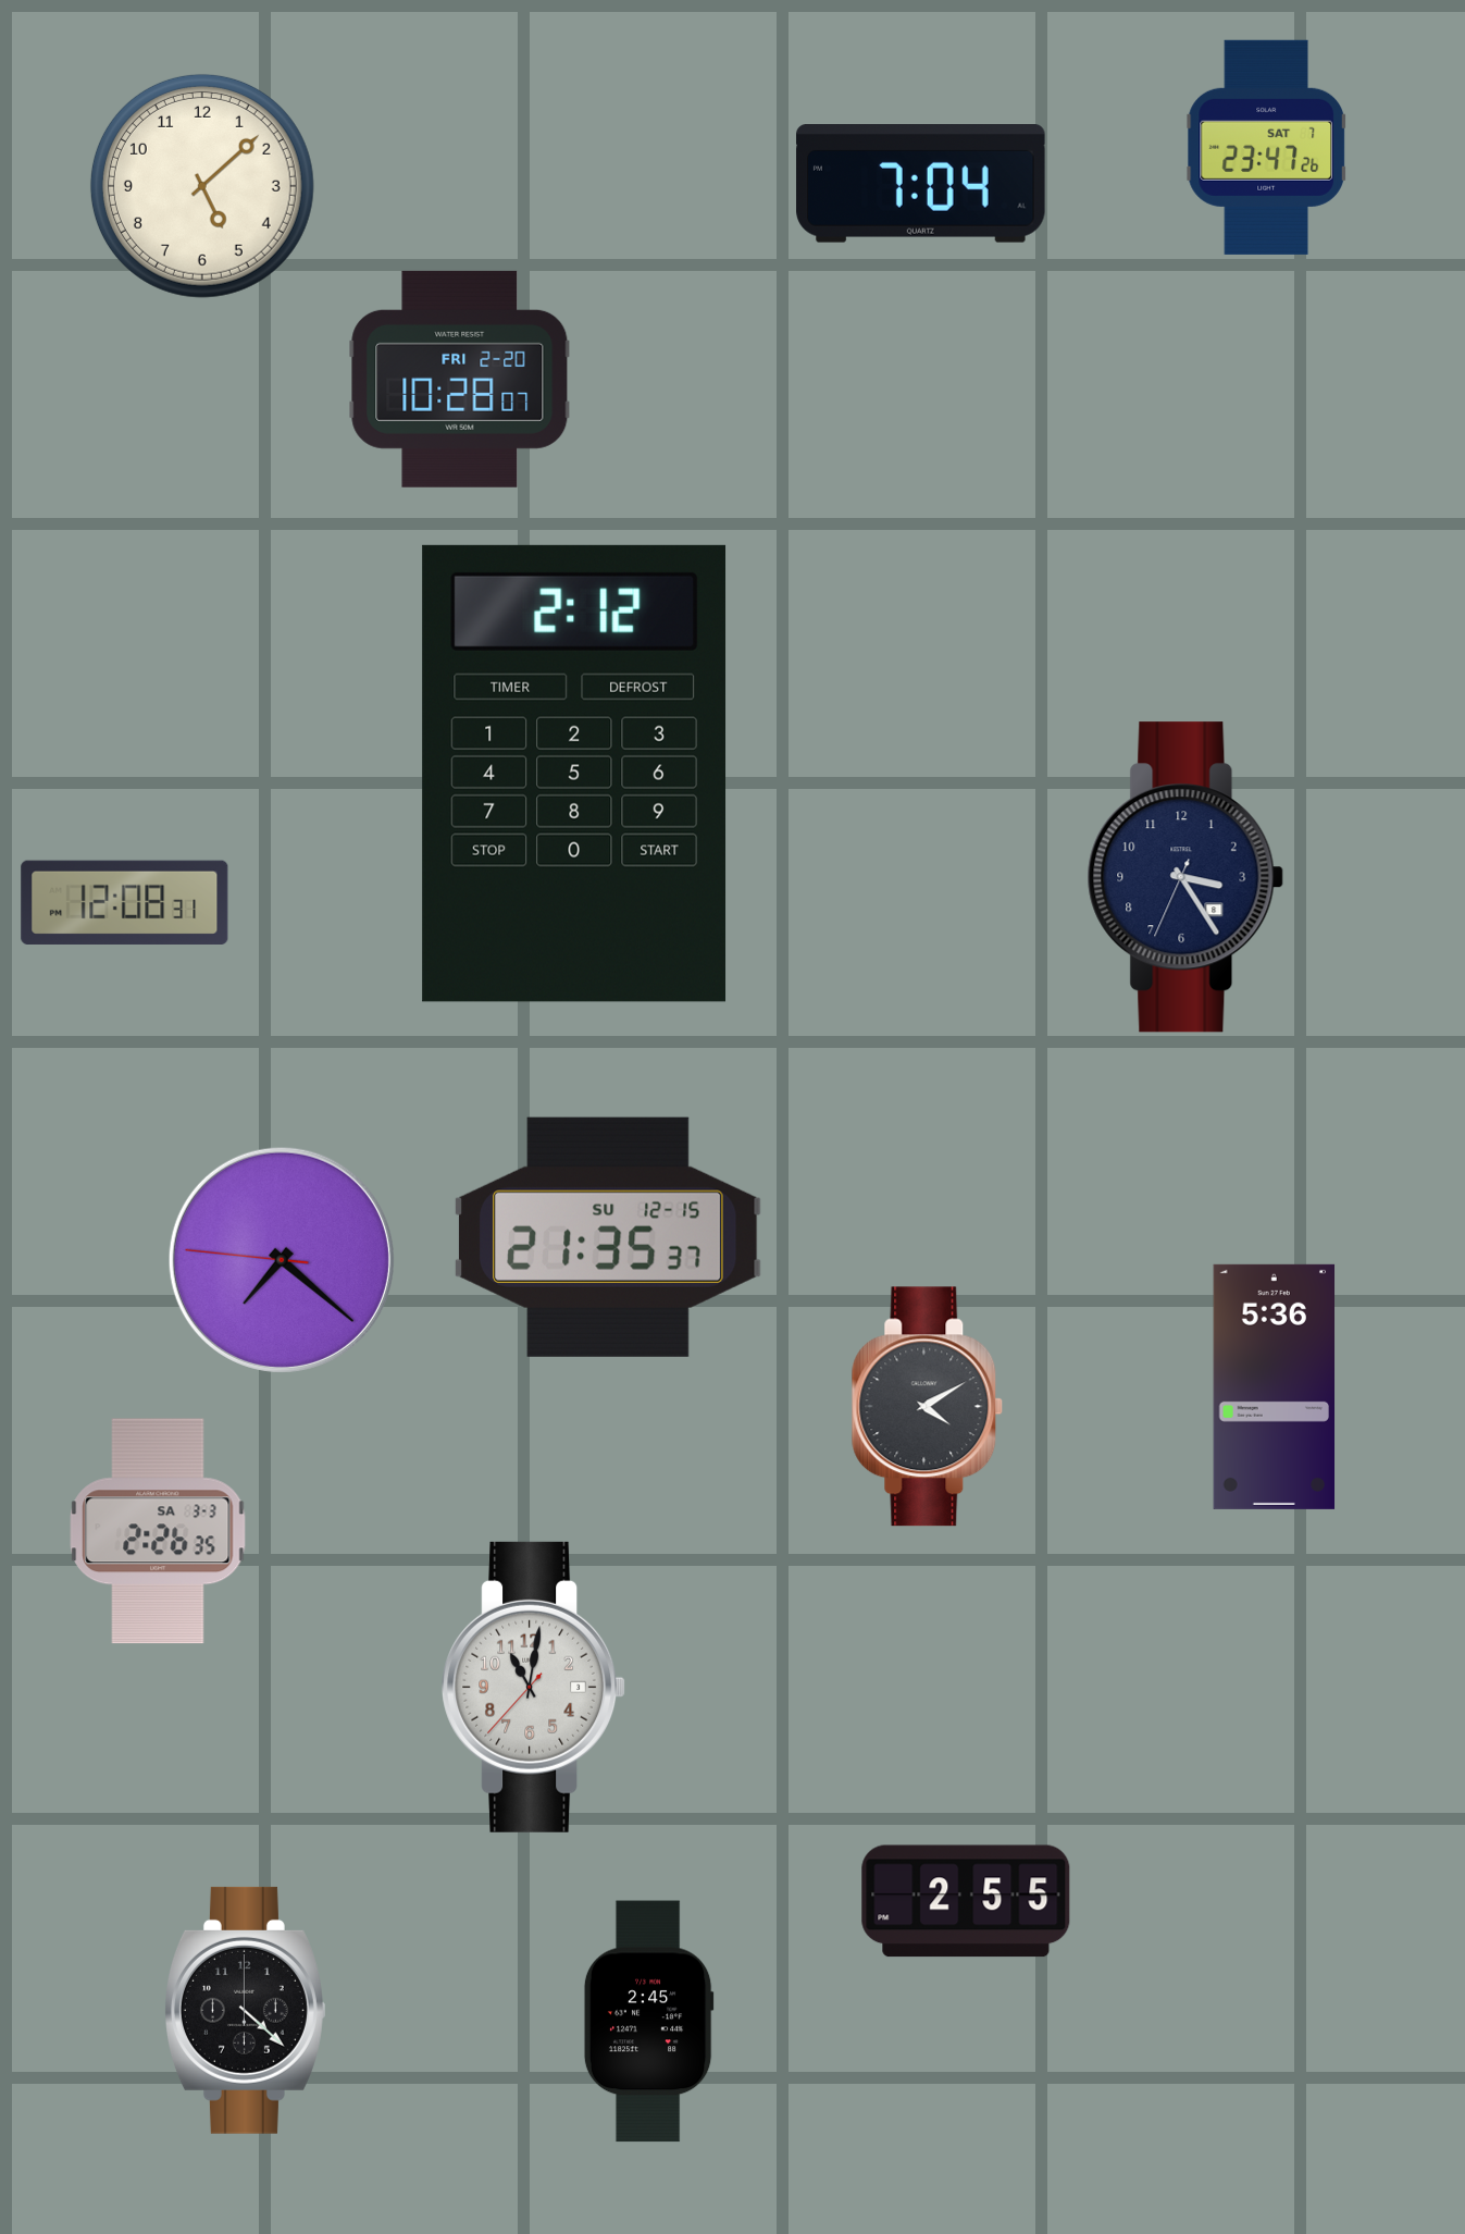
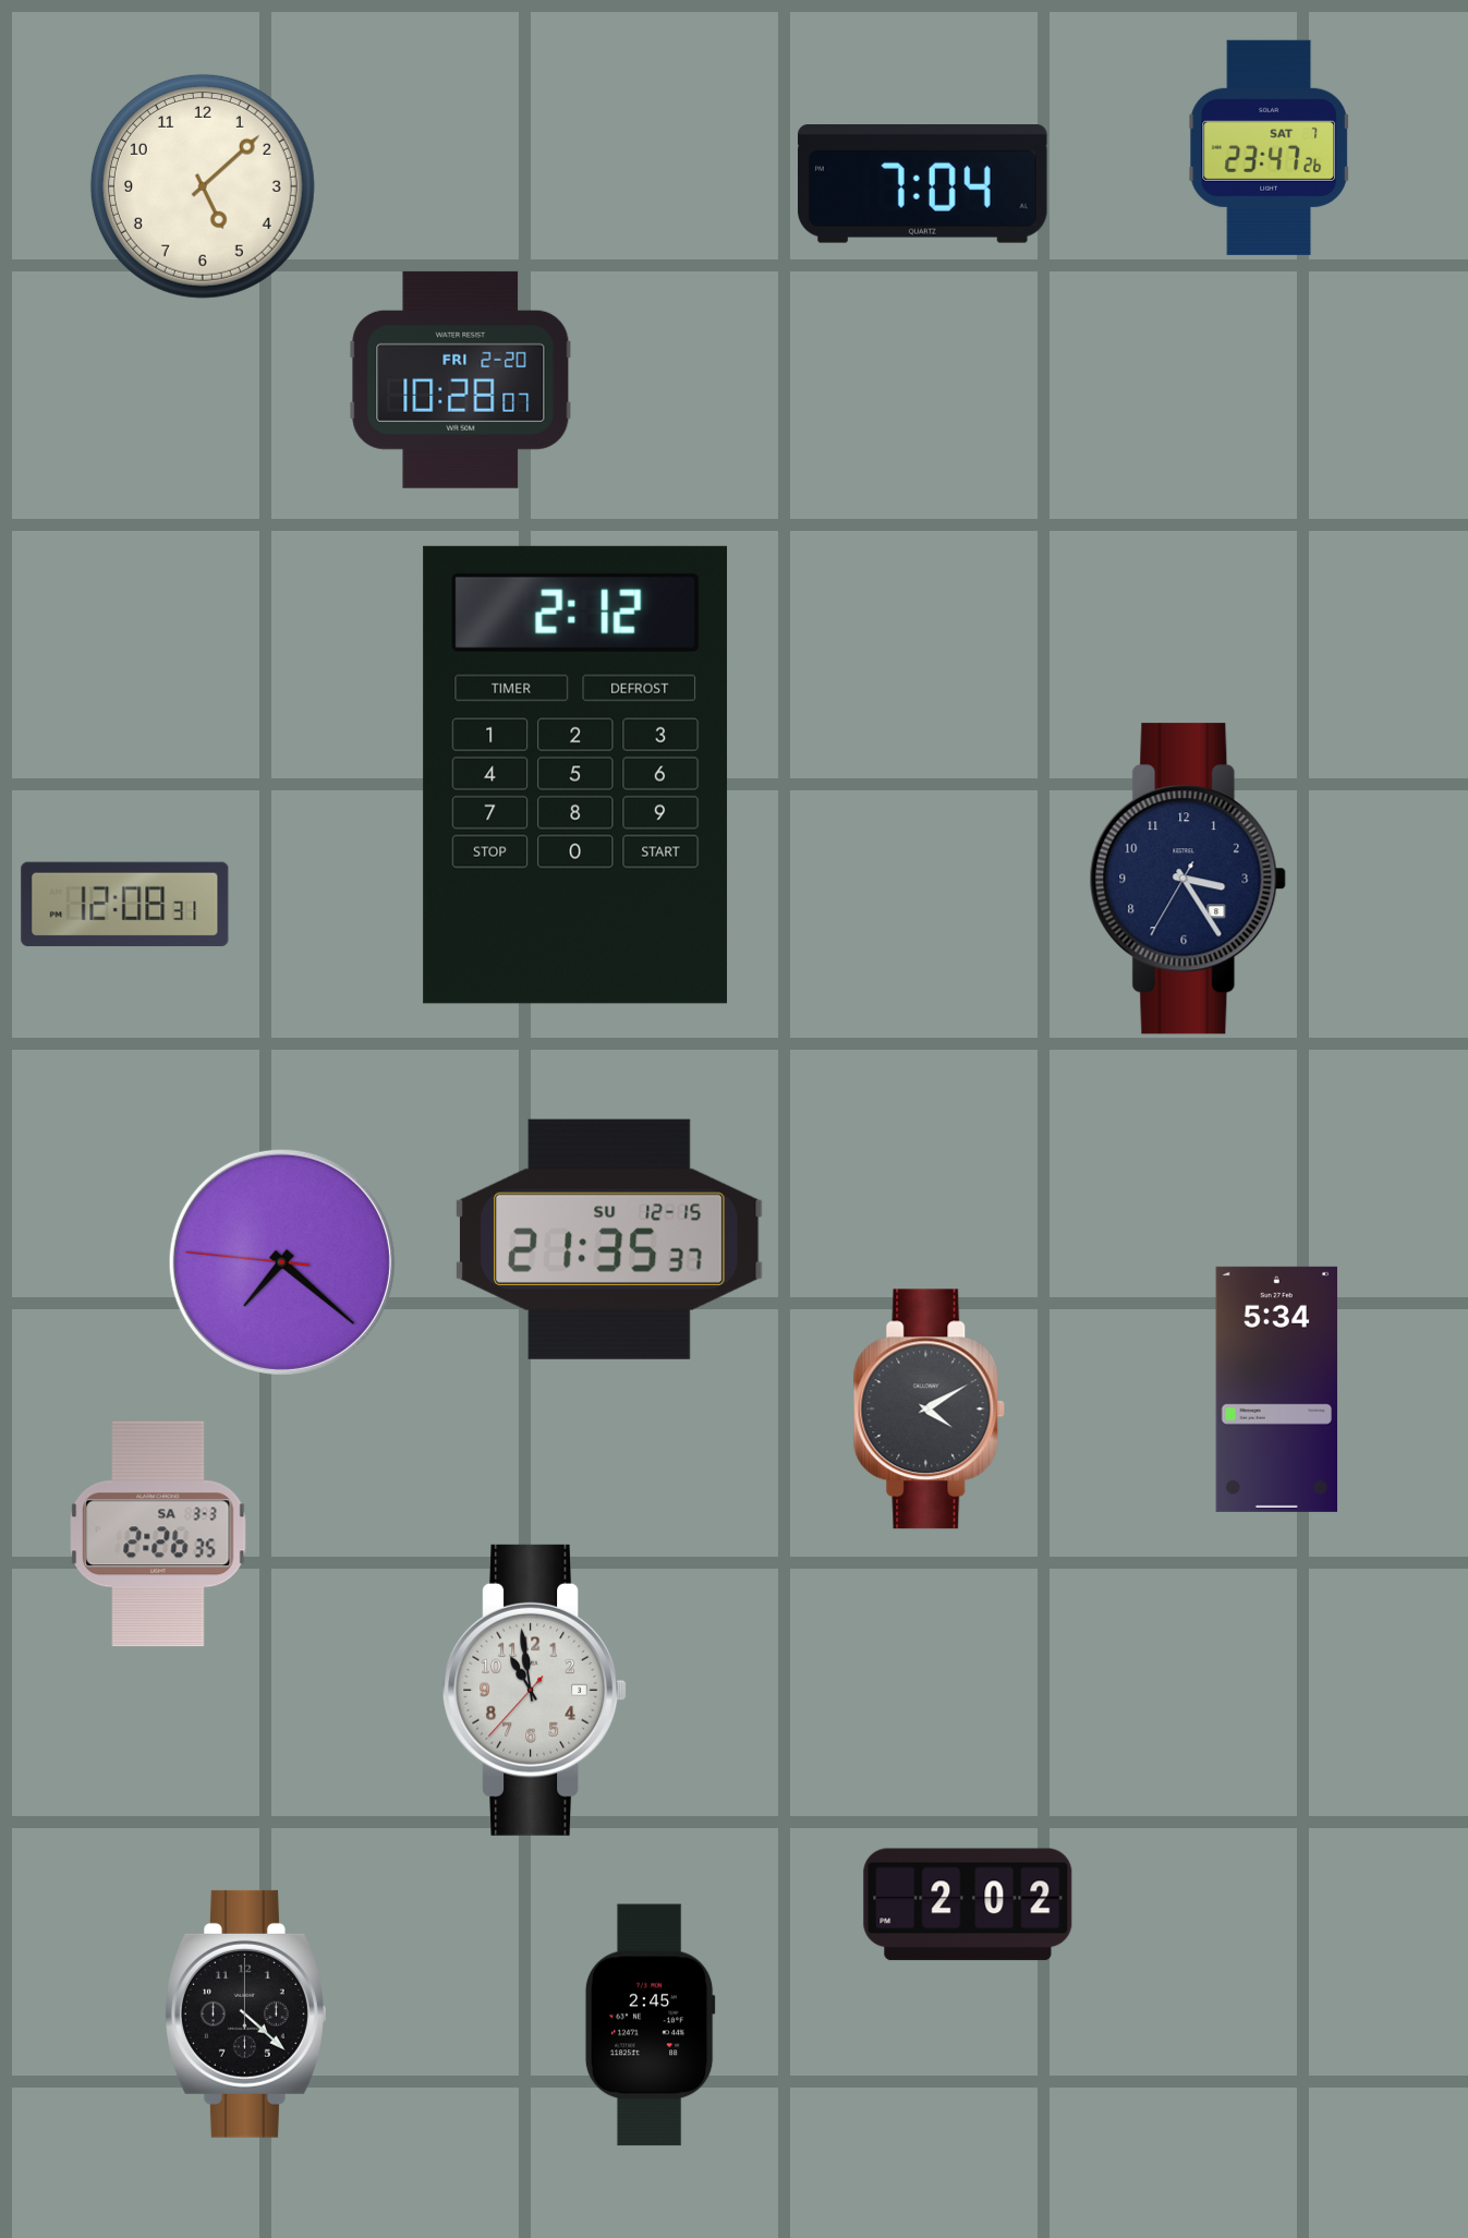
clock at (1185, 877): 3:24:34 -> 3:24:35
clock at (1275, 1386): 5:36 -> 5:34
clock at (534, 1687): 11:01 -> 10:58
clock at (966, 1901): 2:55 -> 2:02
